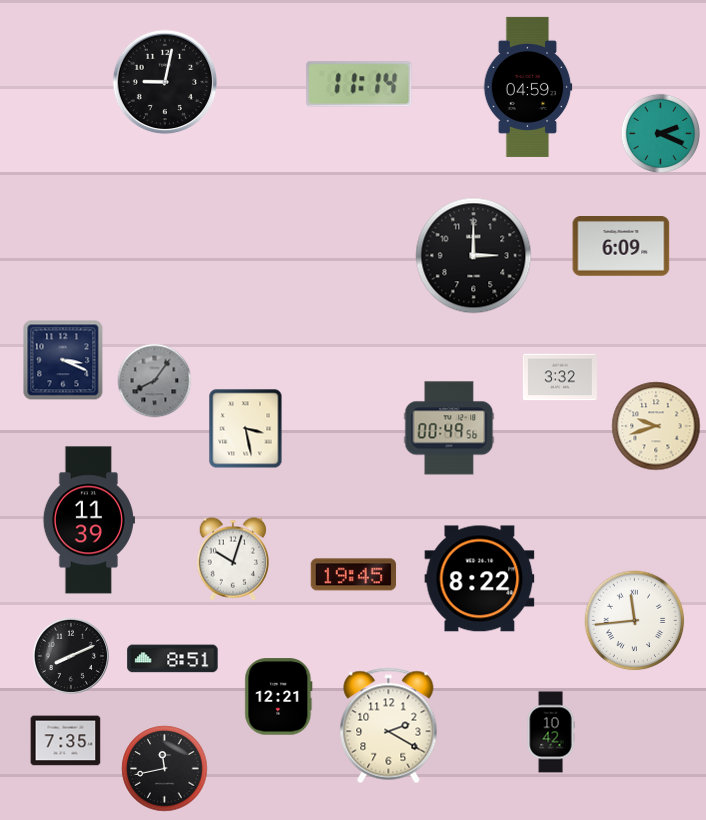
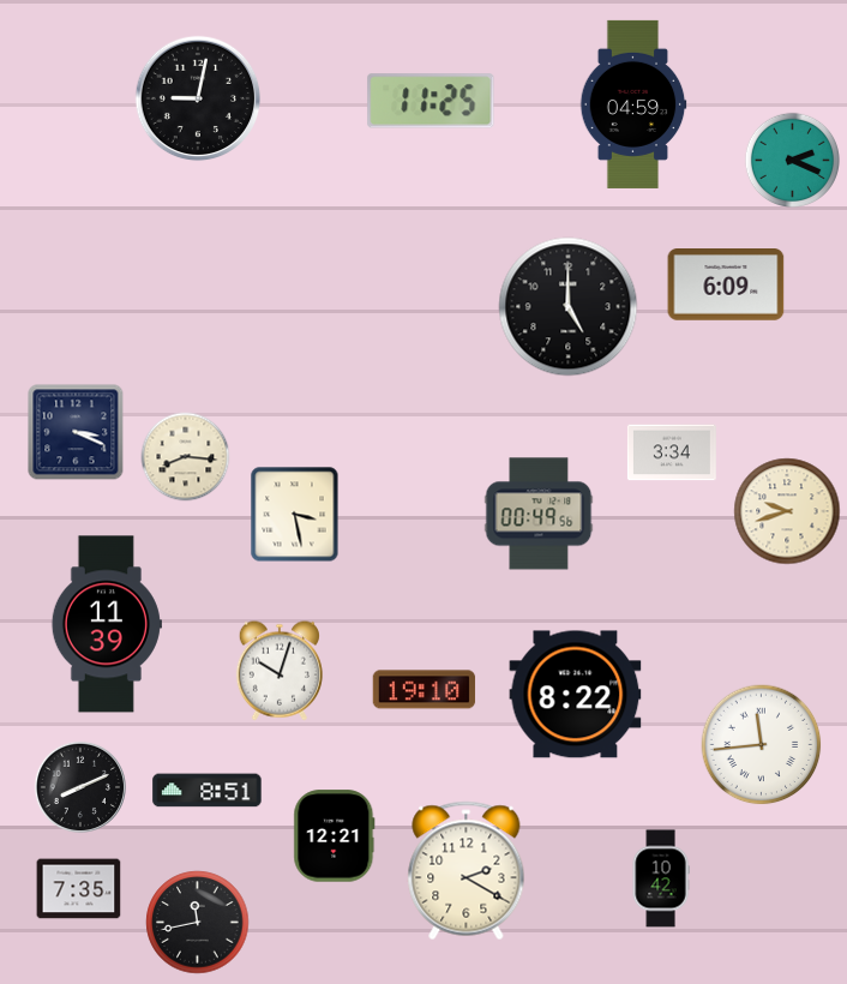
clock at (359, 84): 11:14 -> 11:25
clock at (621, 246) position: (621, 246) -> (726, 284)
clock at (474, 256): 3:00 -> 5:00
clock at (560, 377): 3:32 -> 3:34
clock at (155, 381): 8:06 -> 8:16
clock at (155, 381) dial: grey -> cream
clock at (354, 575): 19:45 -> 19:10
clock at (71, 656) position: (71, 656) -> (80, 787)
